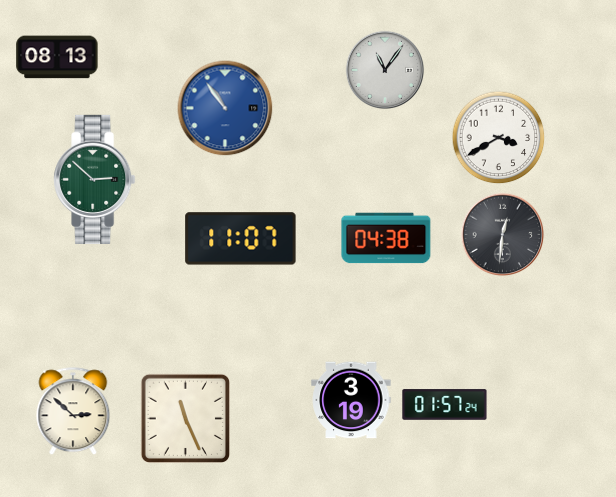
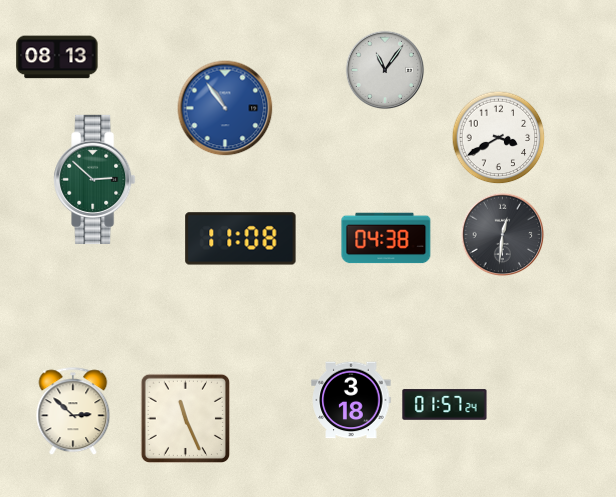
clock at (241, 239): 11:07 -> 11:08
clock at (351, 400): 3:19 -> 3:18
